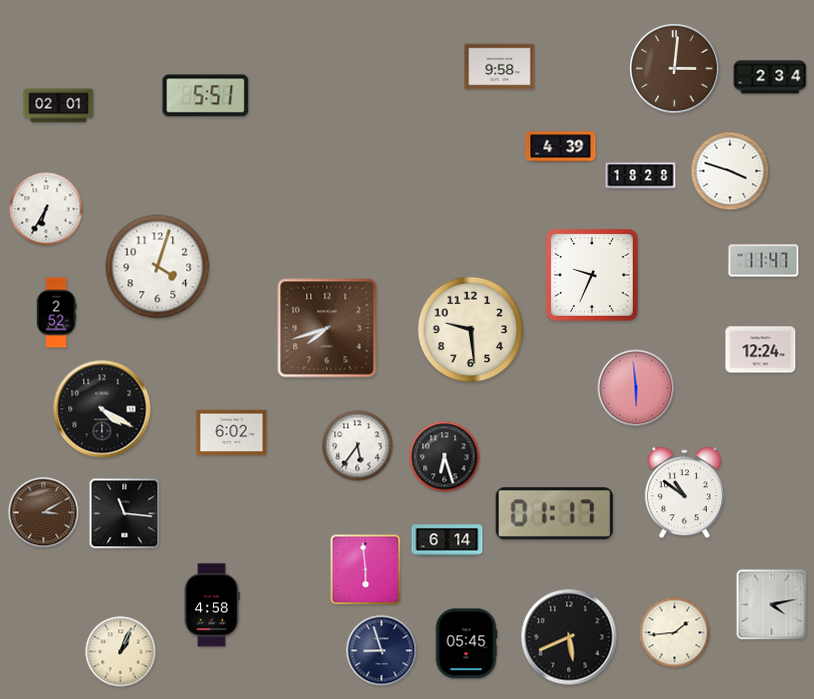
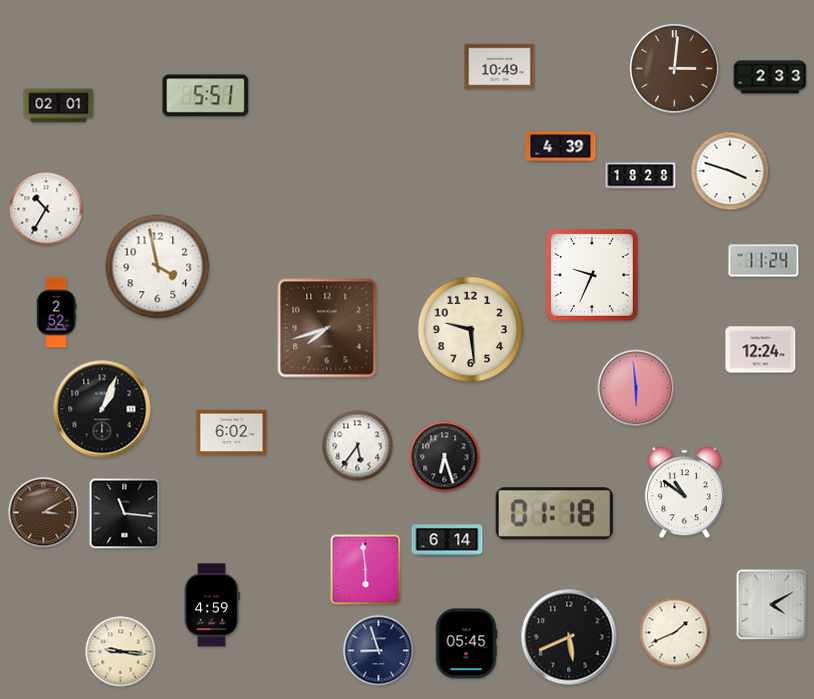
clock at (500, 67): 9:58 -> 10:49
clock at (770, 77): 2:34 -> 2:33
clock at (46, 209): 6:35 -> 10:35
clock at (764, 261): 11:47 -> 11:24
clock at (158, 267): 4:03 -> 3:58
clock at (102, 409): 4:20 -> 1:04
clock at (554, 514): 01:17 -> 01:18
clock at (212, 605): 4:58 -> 4:59
clock at (772, 605): 4:13 -> 4:10
clock at (675, 633): 1:44 -> 1:41
clock at (382, 651) position: (382, 651) -> (379, 651)
clock at (121, 652): 1:04 -> 9:16
